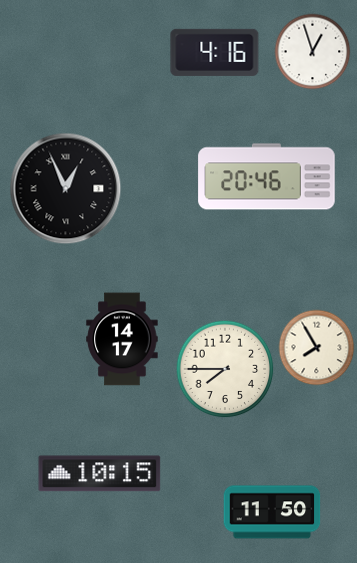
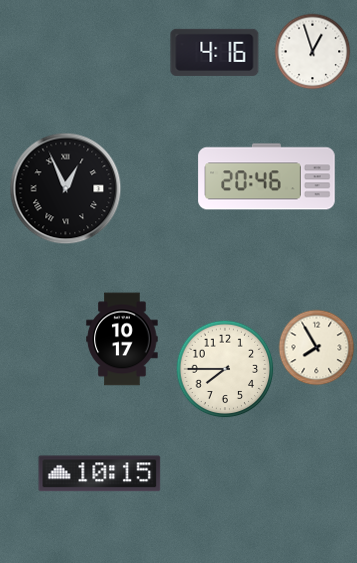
clock at (122, 339): 14:17 -> 10:17
clock at (272, 512): 11:50 -> none
